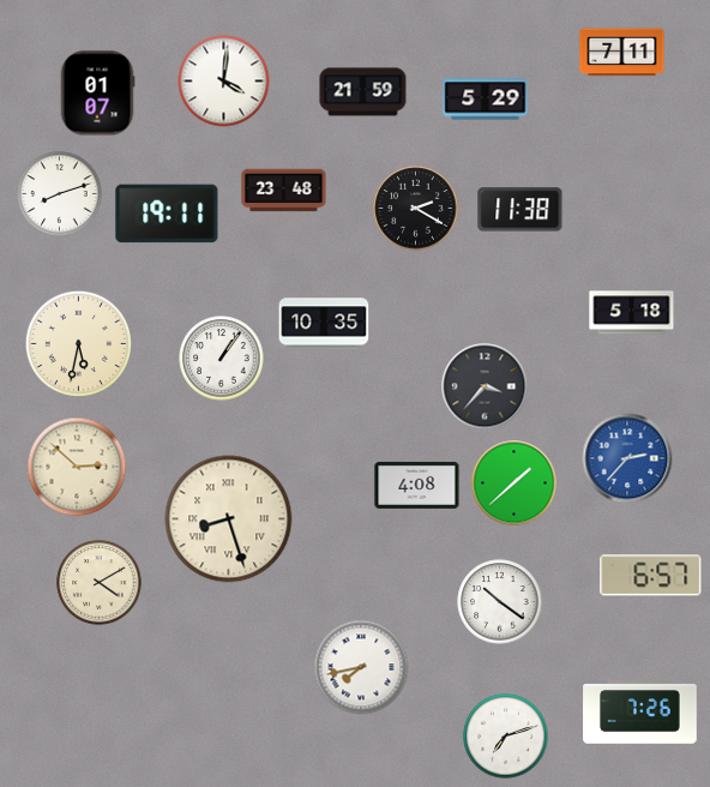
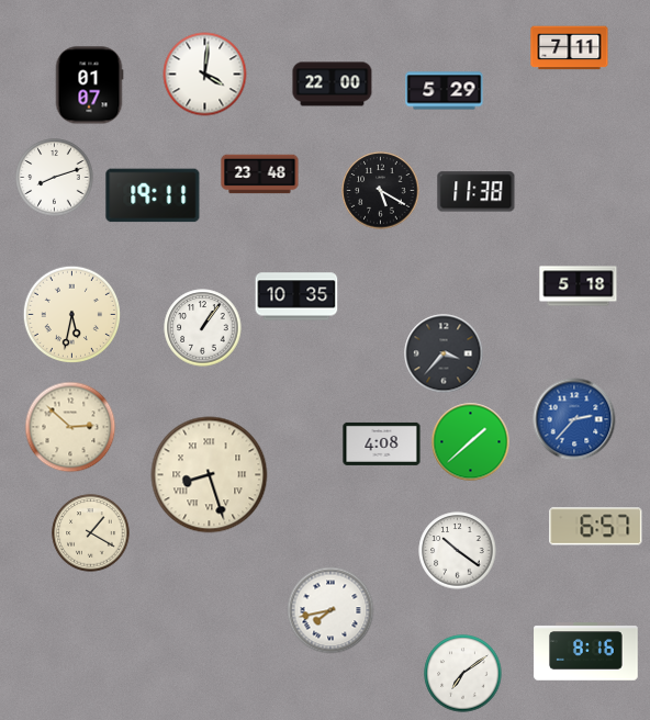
clock at (363, 92): 21:59 -> 22:00
clock at (416, 209): 2:20 -> 5:20
clock at (100, 583): 4:10 -> 1:20
clock at (640, 713): 7:26 -> 8:16
clock at (506, 737): 7:12 -> 7:09
